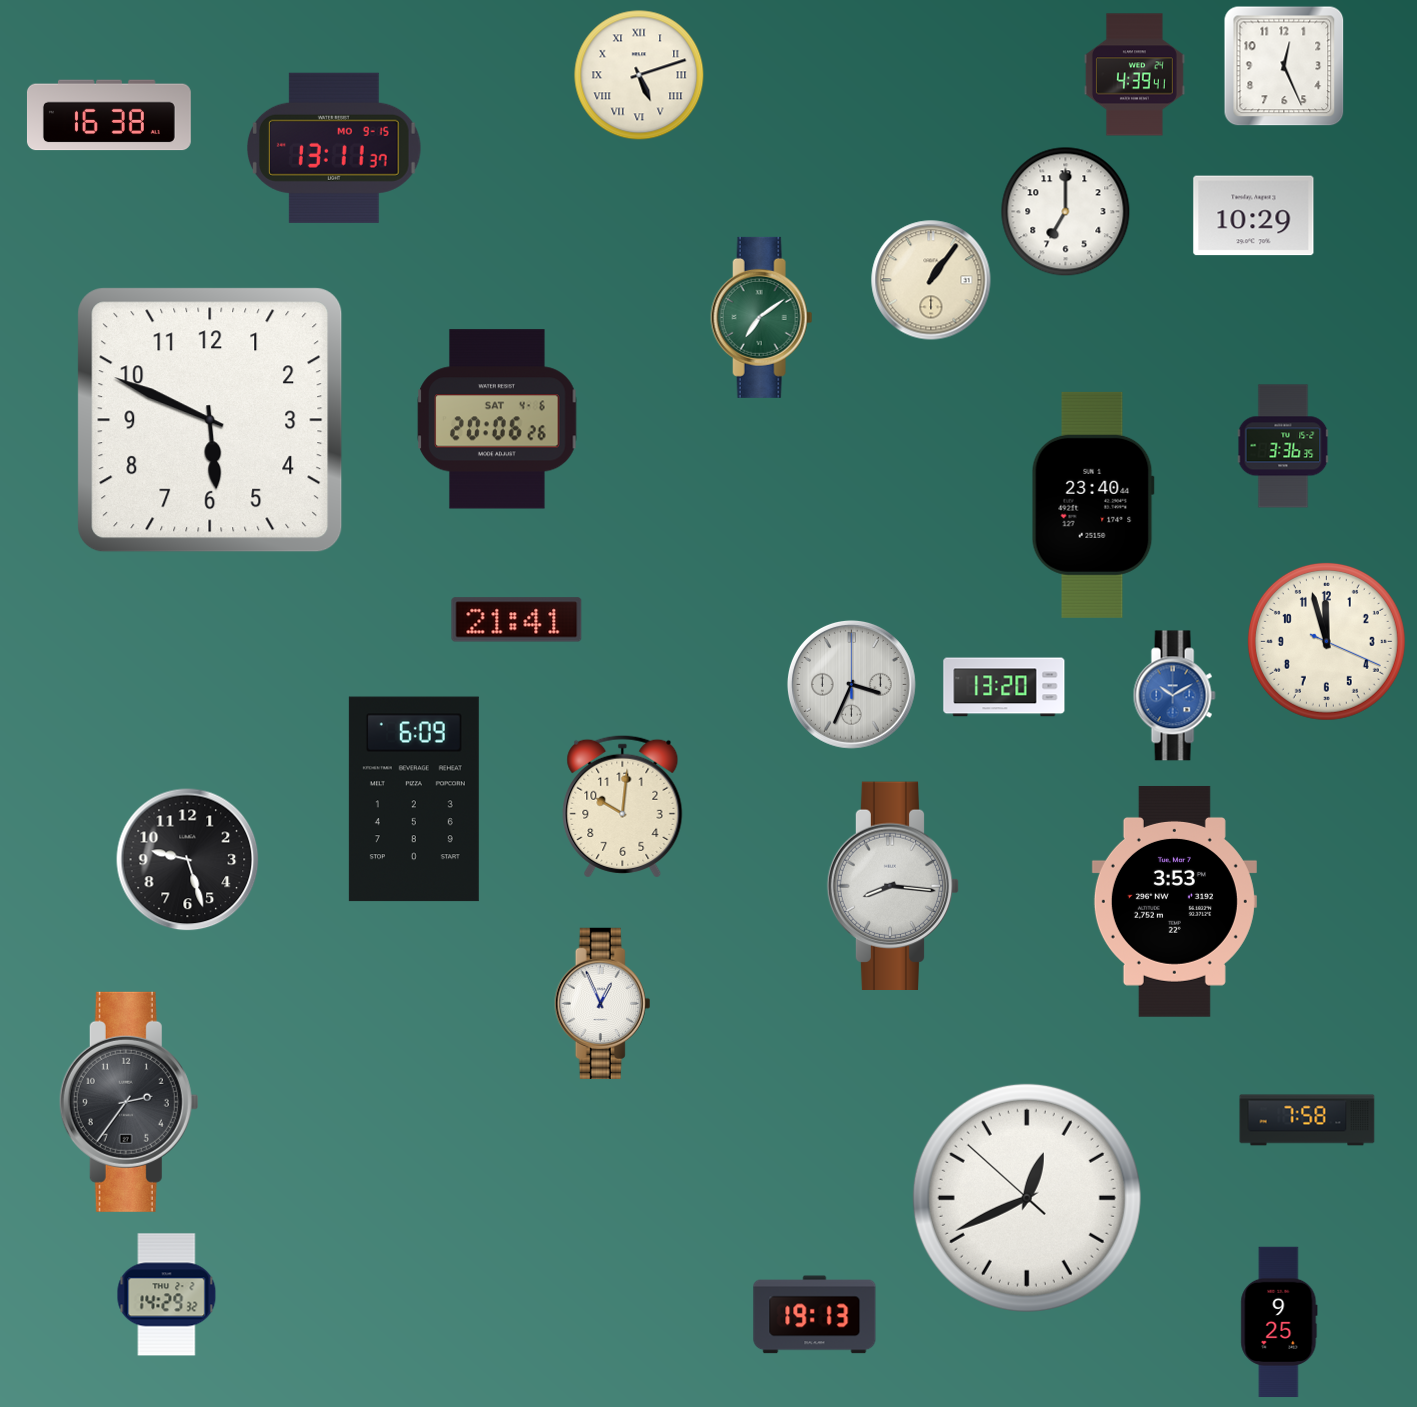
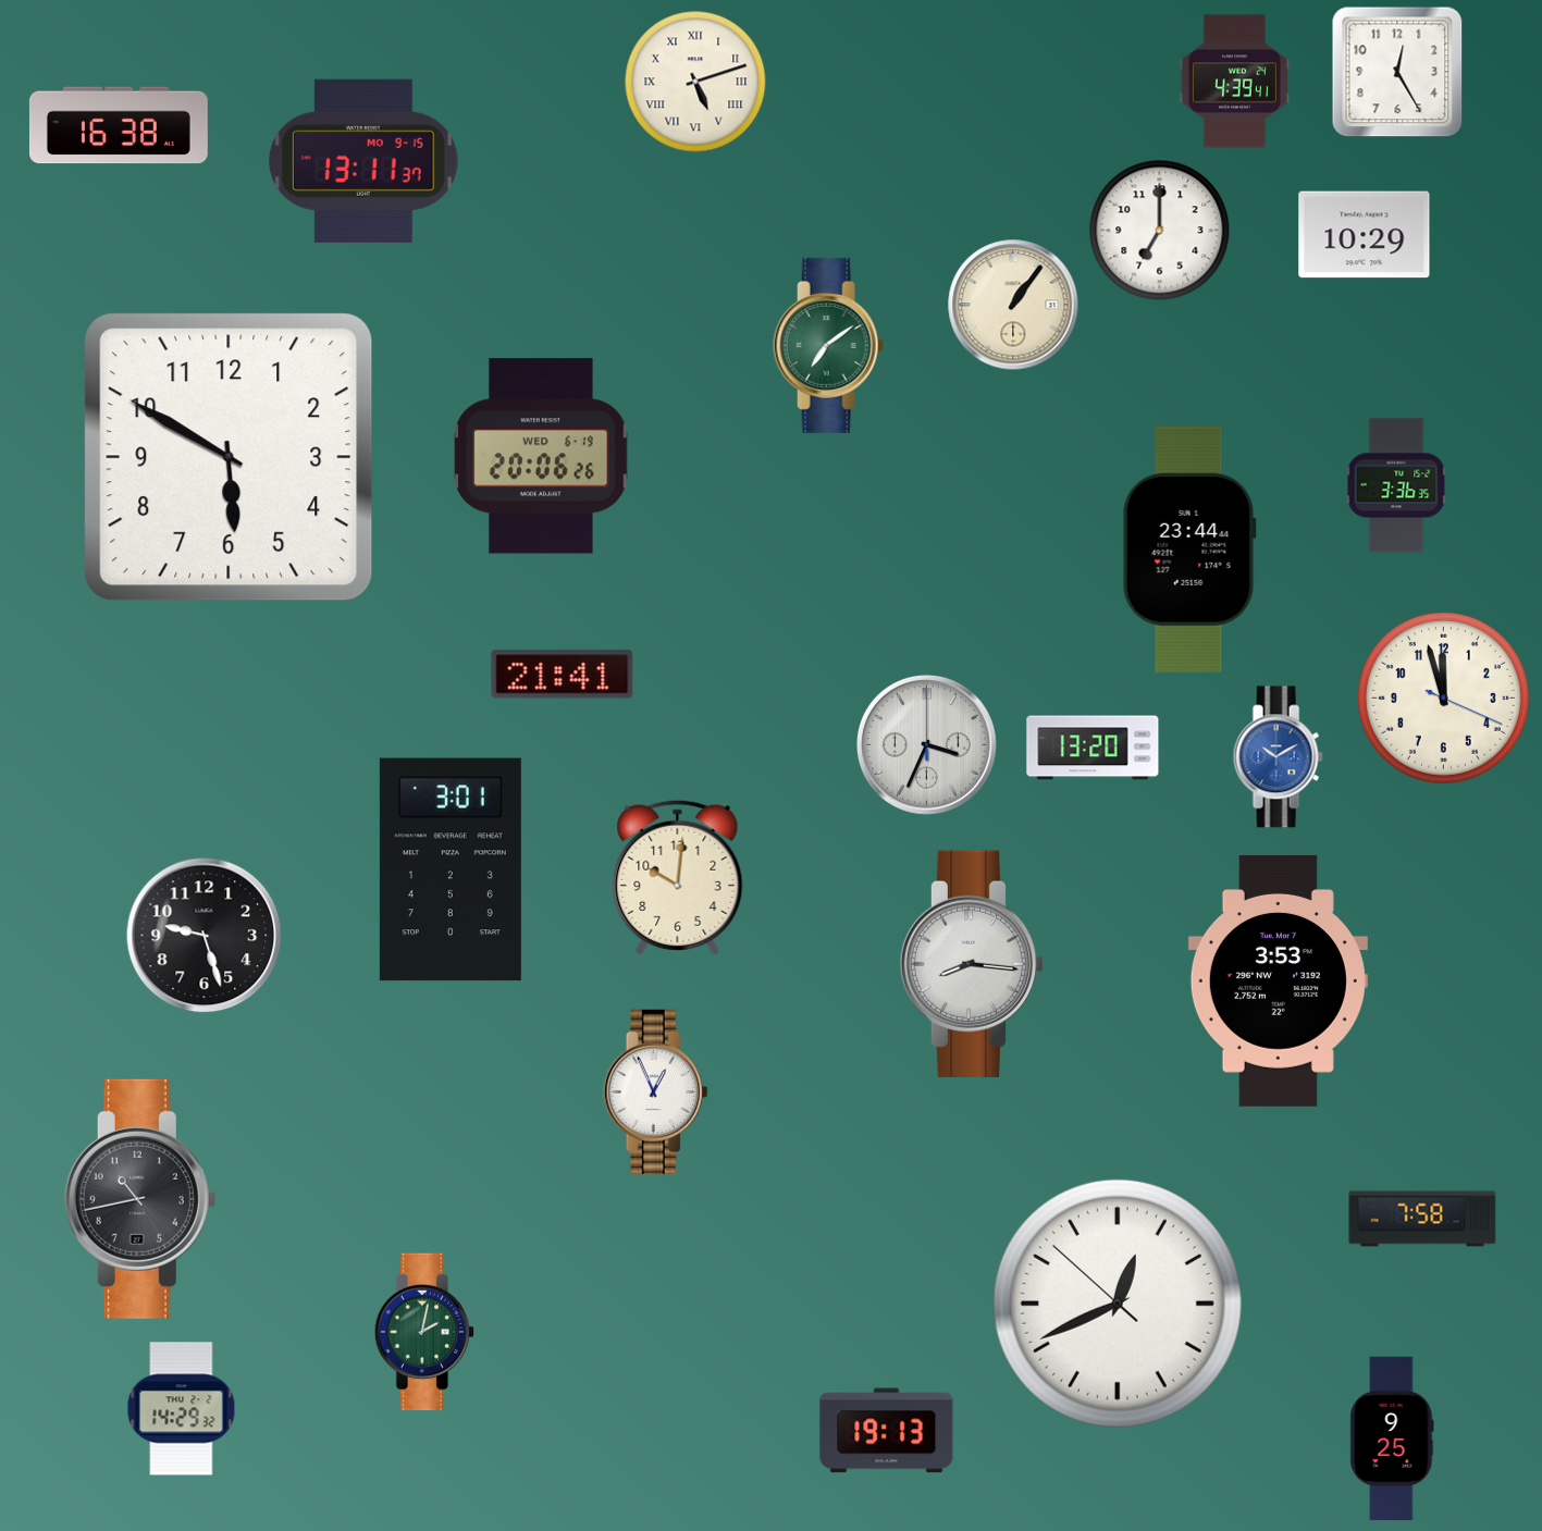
clock at (1284, 66): 12:26 -> 12:25
clock at (497, 419) date: SAT 4-6 -> WED 6-19
clock at (210, 420): 5:49 -> 5:50
clock at (1093, 505): 23:40 -> 23:44
clock at (414, 799): 6:09 -> 3:01
clock at (129, 1102): 2:36 -> 10:43
clock at (424, 1332): none -> 2:02
